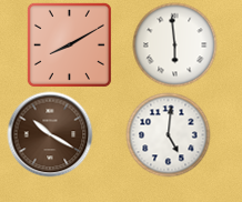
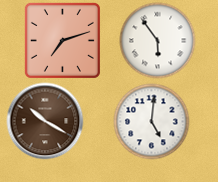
clock at (69, 44): 8:10 -> 7:12
clock at (175, 46): 5:59 -> 5:54
